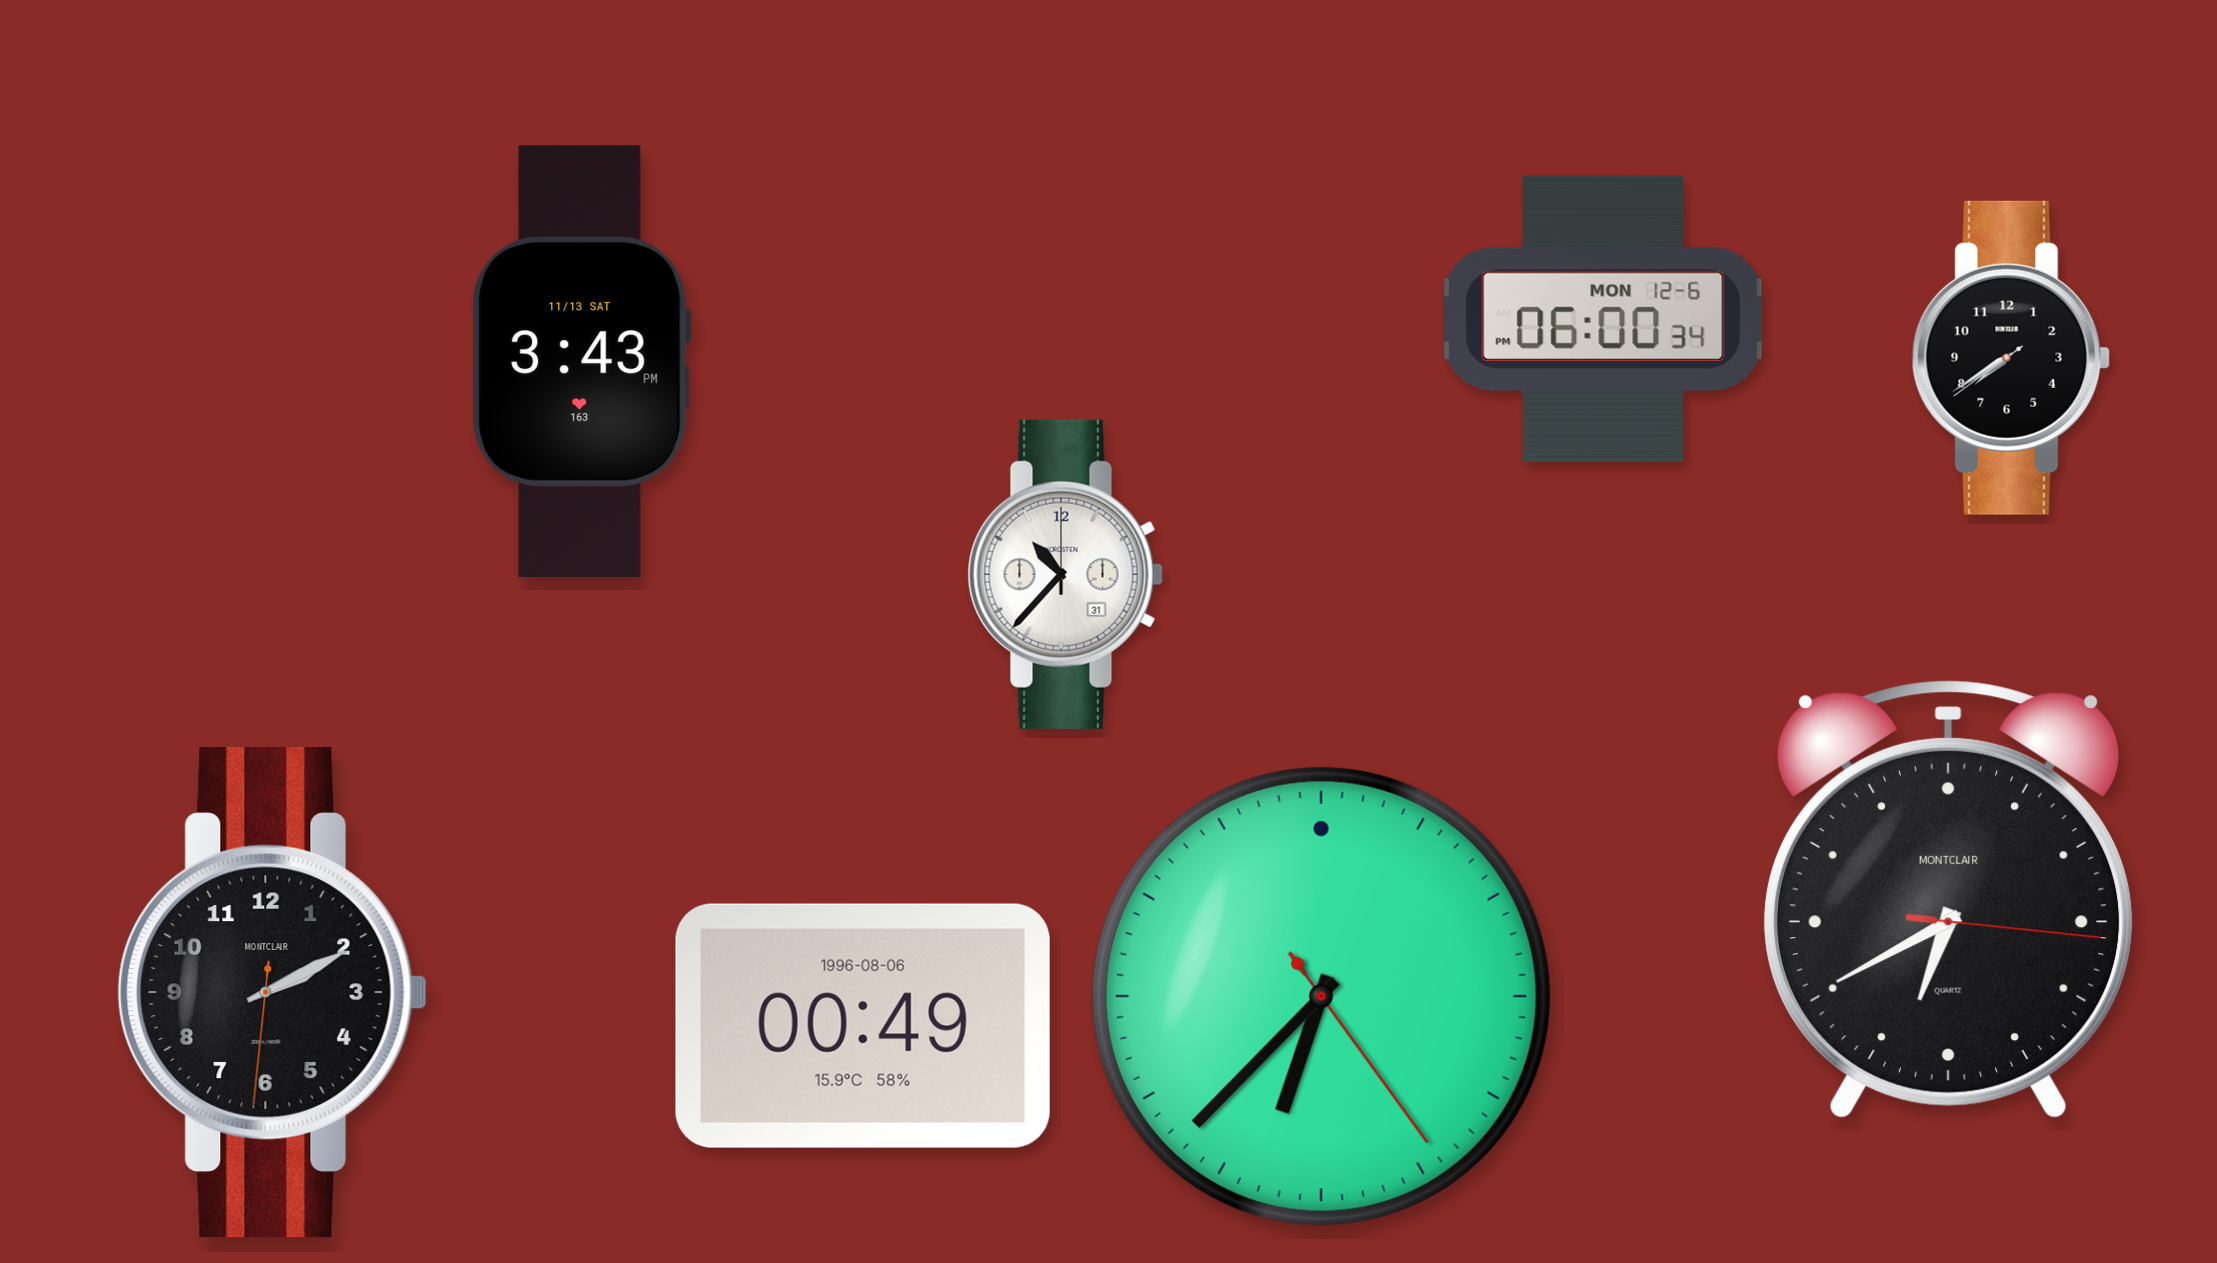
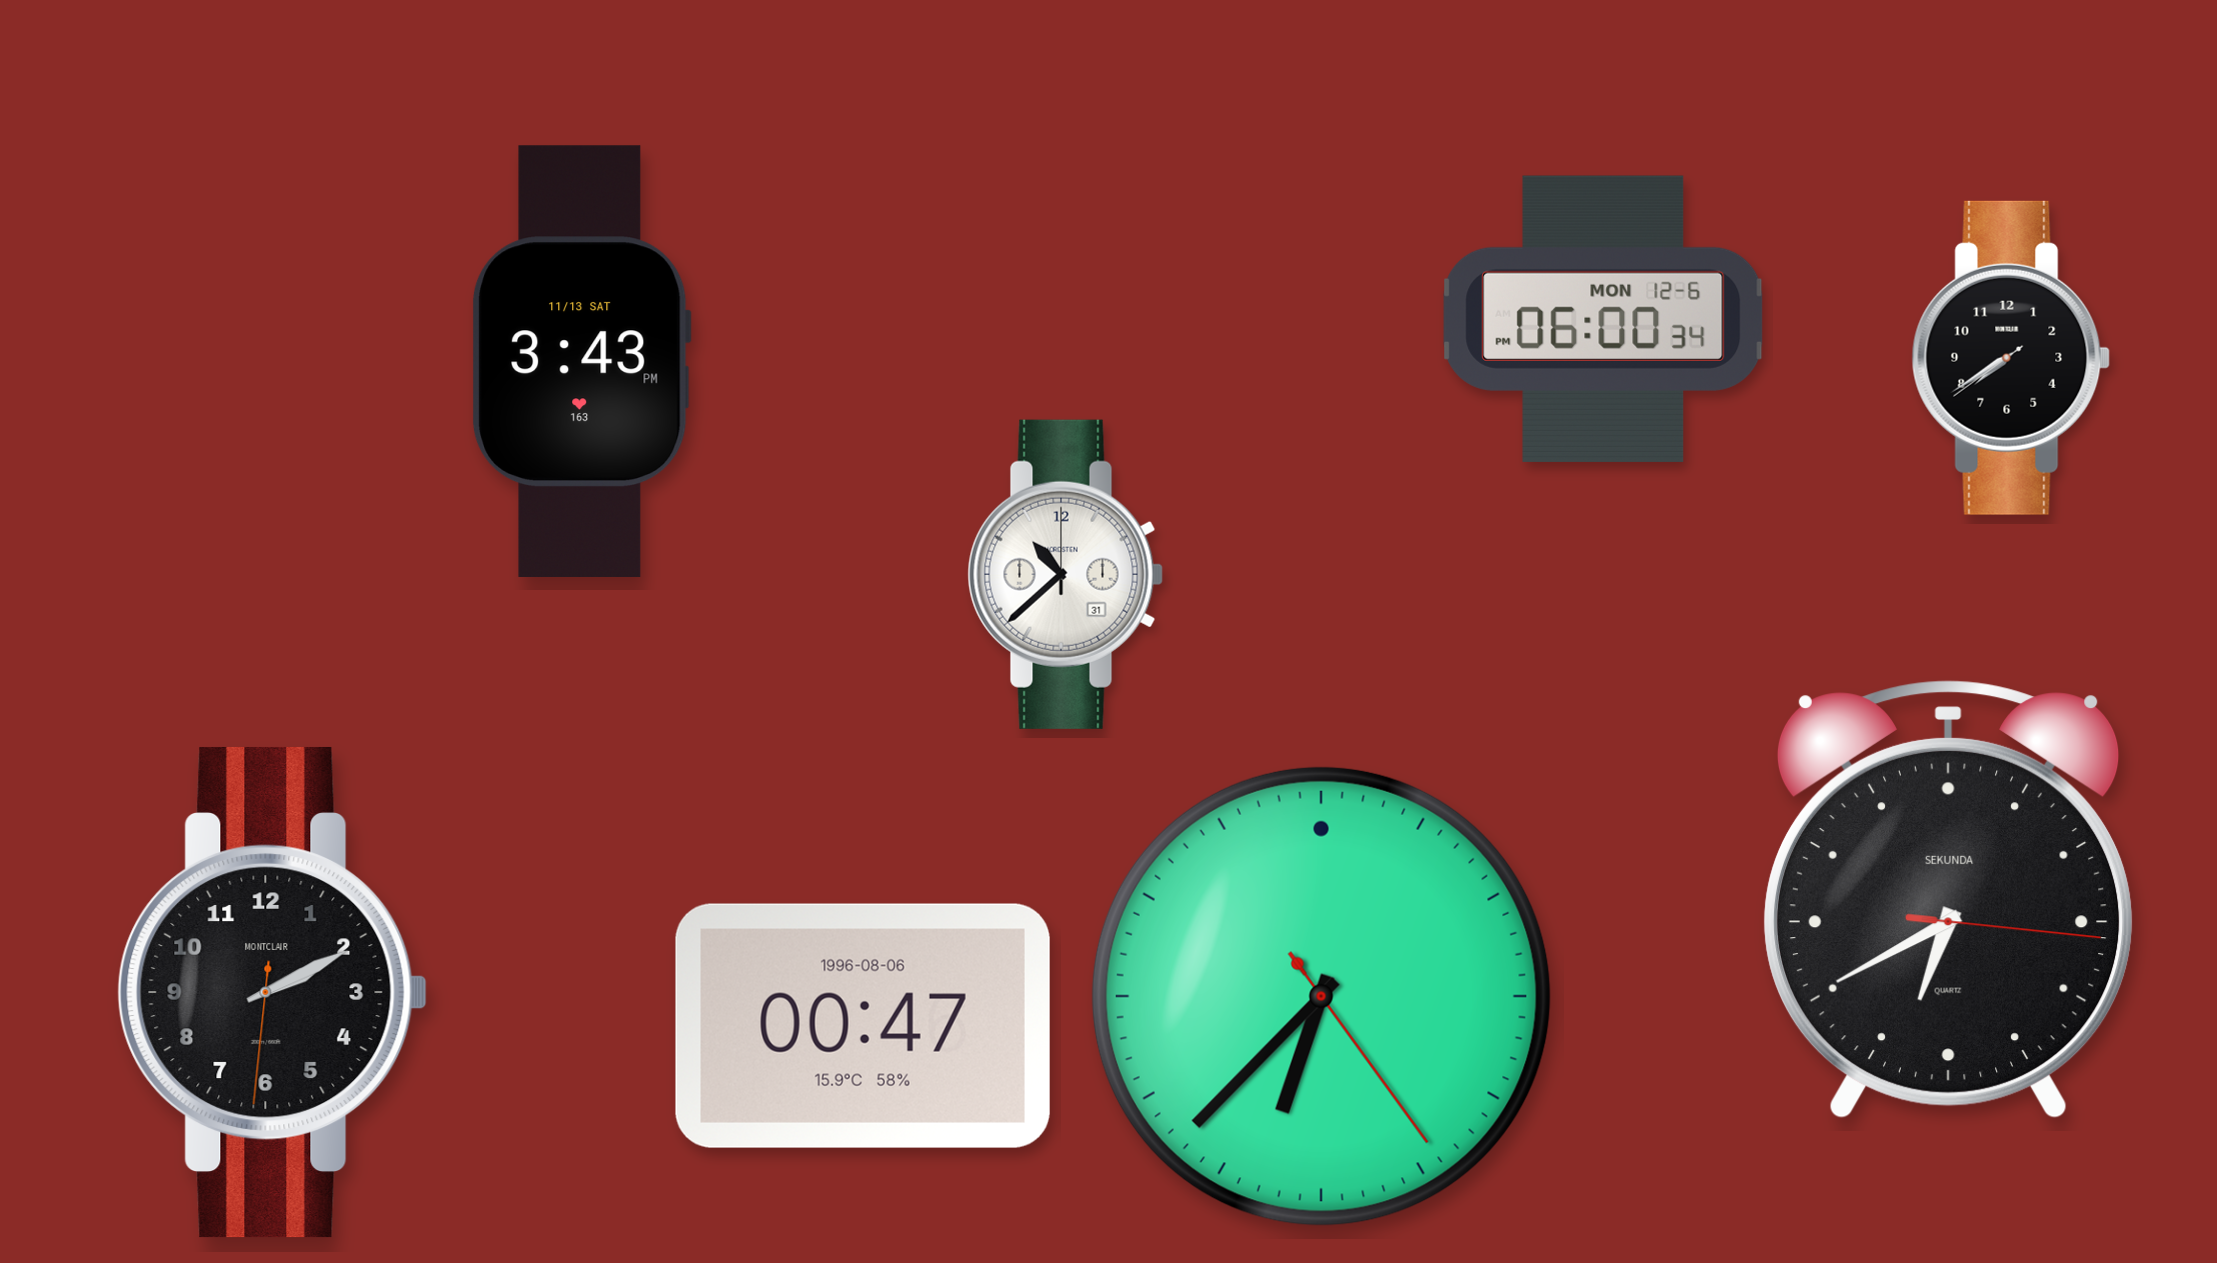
clock at (1065, 574): 10:37 -> 10:38
clock at (1948, 900) brand: MONTCLAIR -> SEKUNDA
clock at (863, 1026): 00:49 -> 00:47
